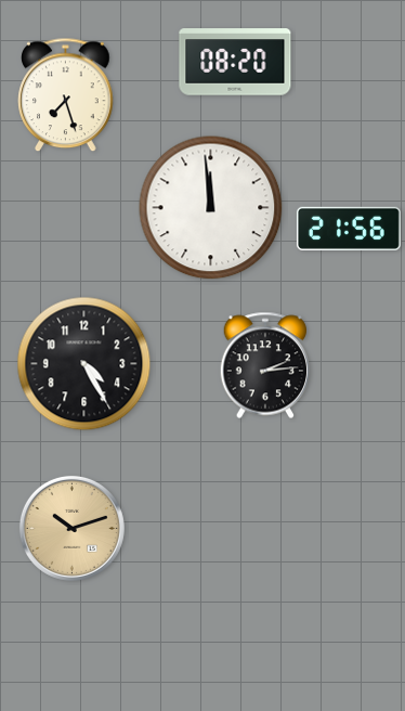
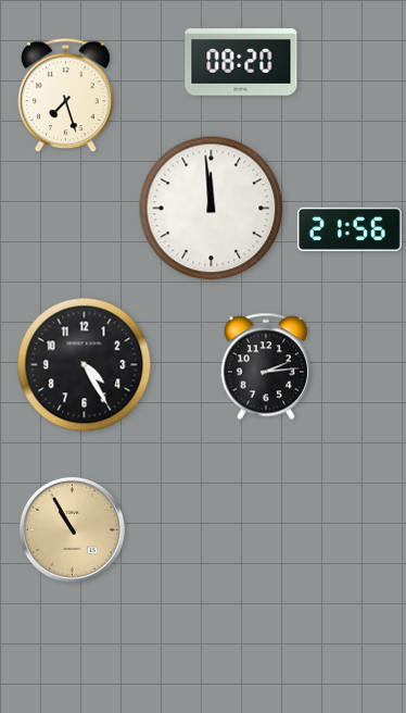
clock at (235, 62) position: (235, 62) -> (241, 62)
clock at (71, 528): 10:12 -> 10:55
